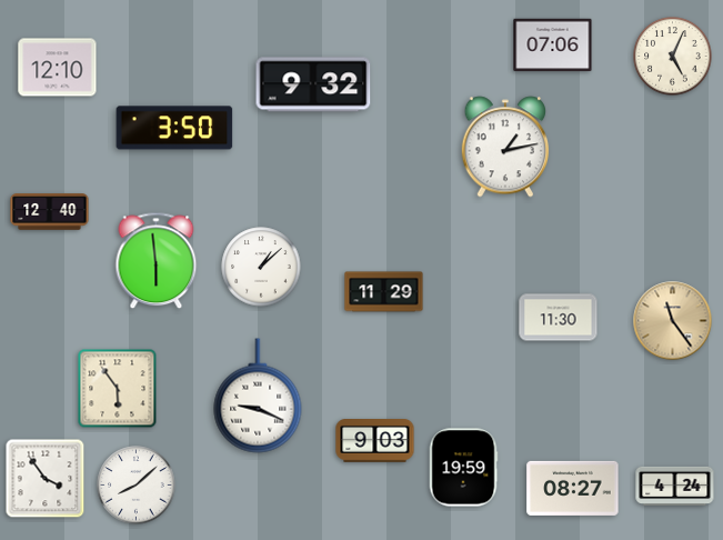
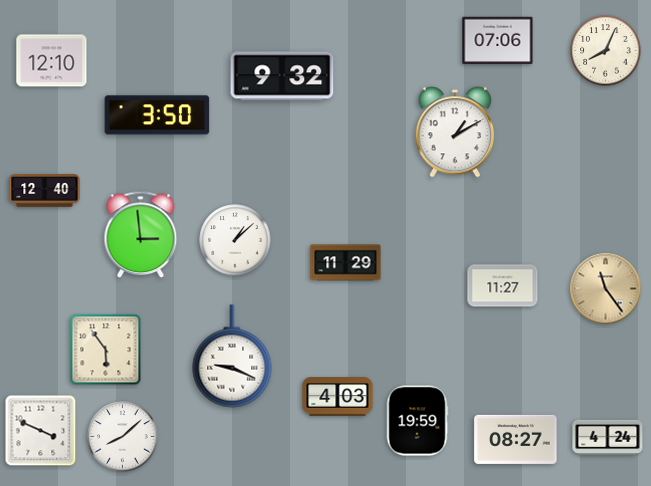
clock at (673, 57): 5:04 -> 8:04
clock at (505, 147): 1:13 -> 1:10
clock at (157, 261): 5:59 -> 2:59
clock at (559, 318): 11:30 -> 11:27
clock at (375, 441): 9:03 -> 4:03
clock at (46, 479): 3:54 -> 3:49
